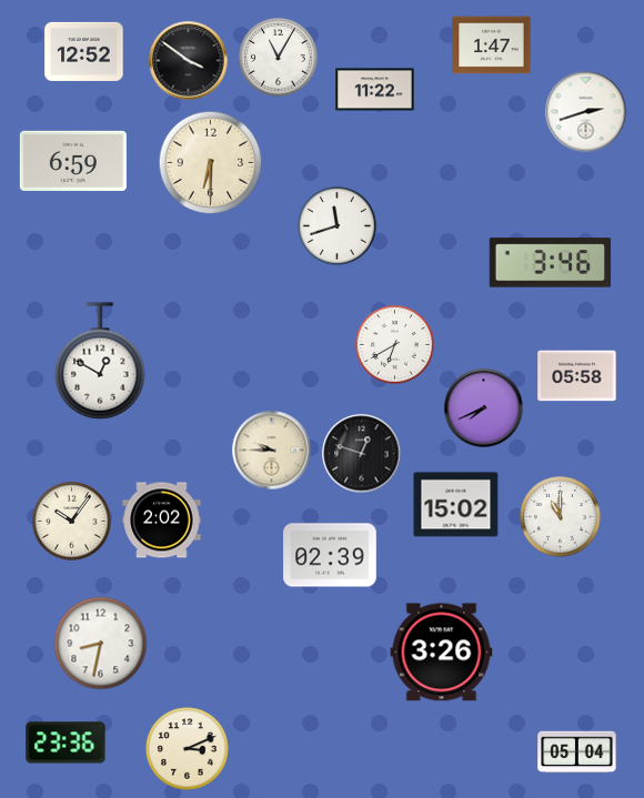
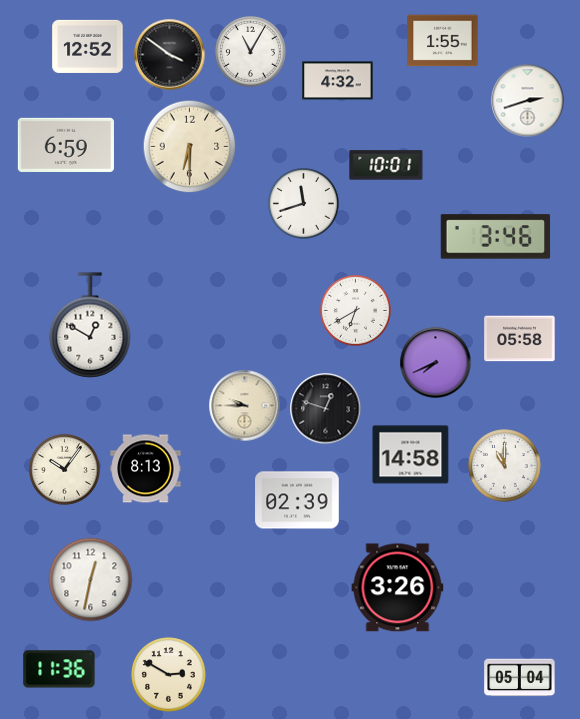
clock at (492, 46): 1:47 -> 1:55
clock at (84, 51) position: (84, 51) -> (88, 46)
clock at (375, 90): 11:22 -> 4:32
clock at (386, 165): none -> 10:01
clock at (484, 408) position: (484, 408) -> (436, 363)
clock at (456, 505): 15:02 -> 14:58
clock at (162, 521): 2:02 -> 8:13
clock at (101, 644): 8:32 -> 12:32
clock at (66, 743): 23:36 -> 11:36
clock at (188, 749): 3:11 -> 2:50
